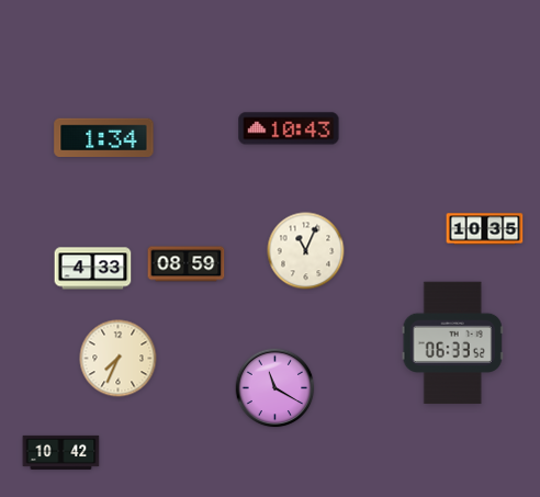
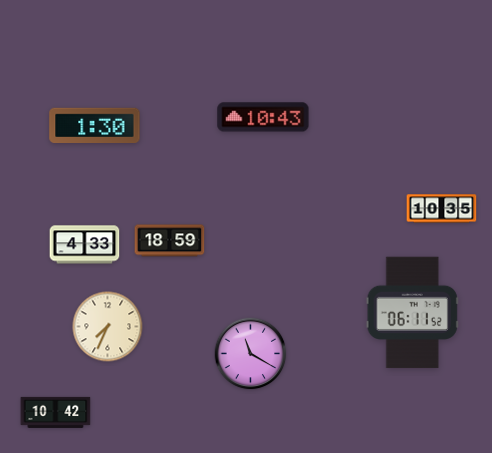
clock at (104, 137): 1:34 -> 1:30
clock at (306, 251): 11:04 -> none
clock at (187, 264): 08:59 -> 18:59
clock at (452, 343): 06:33 -> 06:11
